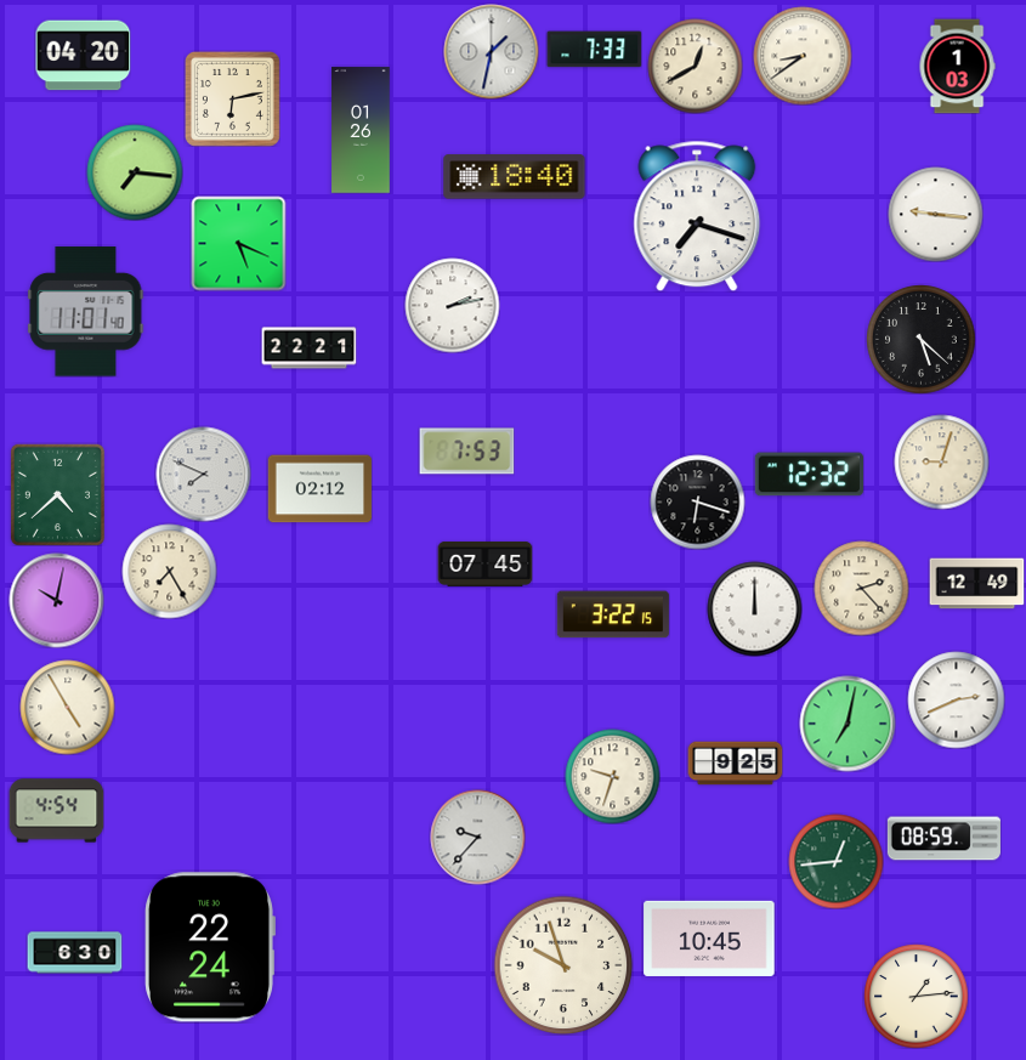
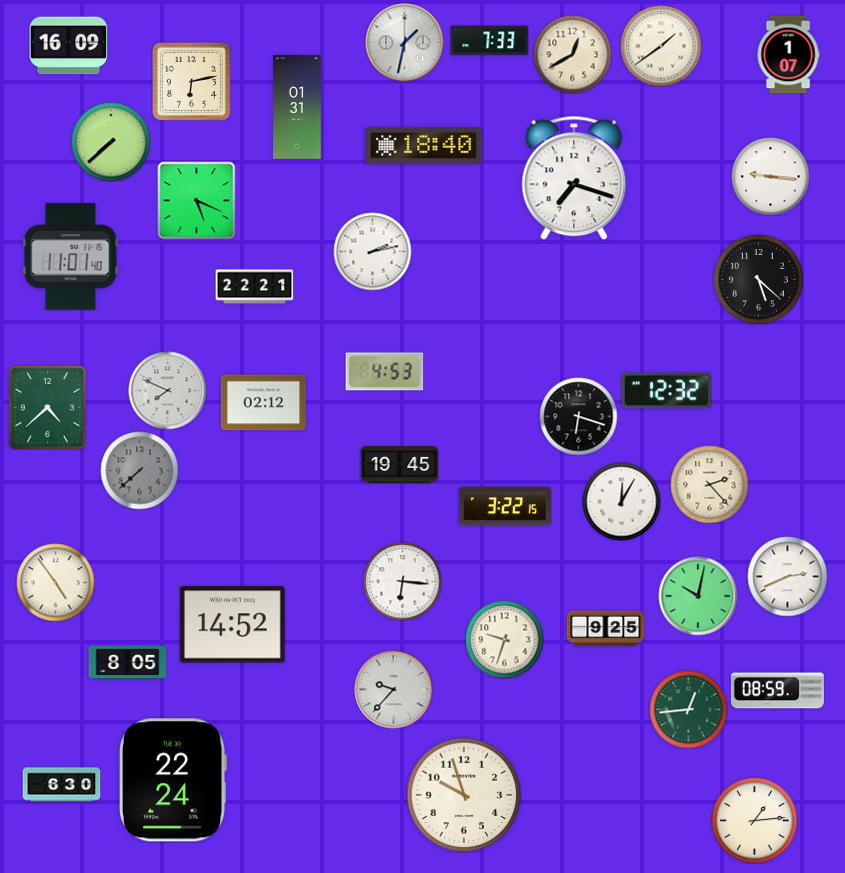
clock at (83, 56): 04:20 -> 16:09
clock at (803, 56): 8:39 -> 1:39
clock at (957, 66): 1:03 -> 1:07
clock at (361, 130): 01:26 -> 01:31
clock at (135, 172): 7:16 -> 7:38
clock at (466, 452): 7:53 -> 4:53
clock at (941, 461): 9:03 -> none
clock at (697, 501) position: (697, 501) -> (578, 416)
clock at (484, 563): 07:45 -> 19:45
clock at (169, 571): 7:25 -> 7:38
clock at (169, 571) dial: cream -> grey
clock at (976, 584): 12:49 -> none
clock at (56, 600): 10:02 -> none
clock at (754, 608): 12:00 -> 12:05
clock at (402, 581): none -> 6:16
clock at (67, 707): 4:55 -> 4:54
clock at (848, 724): 7:02 -> 10:02
clock at (233, 625): none -> 14:52
clock at (127, 662): none -> 8:05
clock at (56, 811): 4:54 -> none
clock at (709, 939): 10:45 -> none
